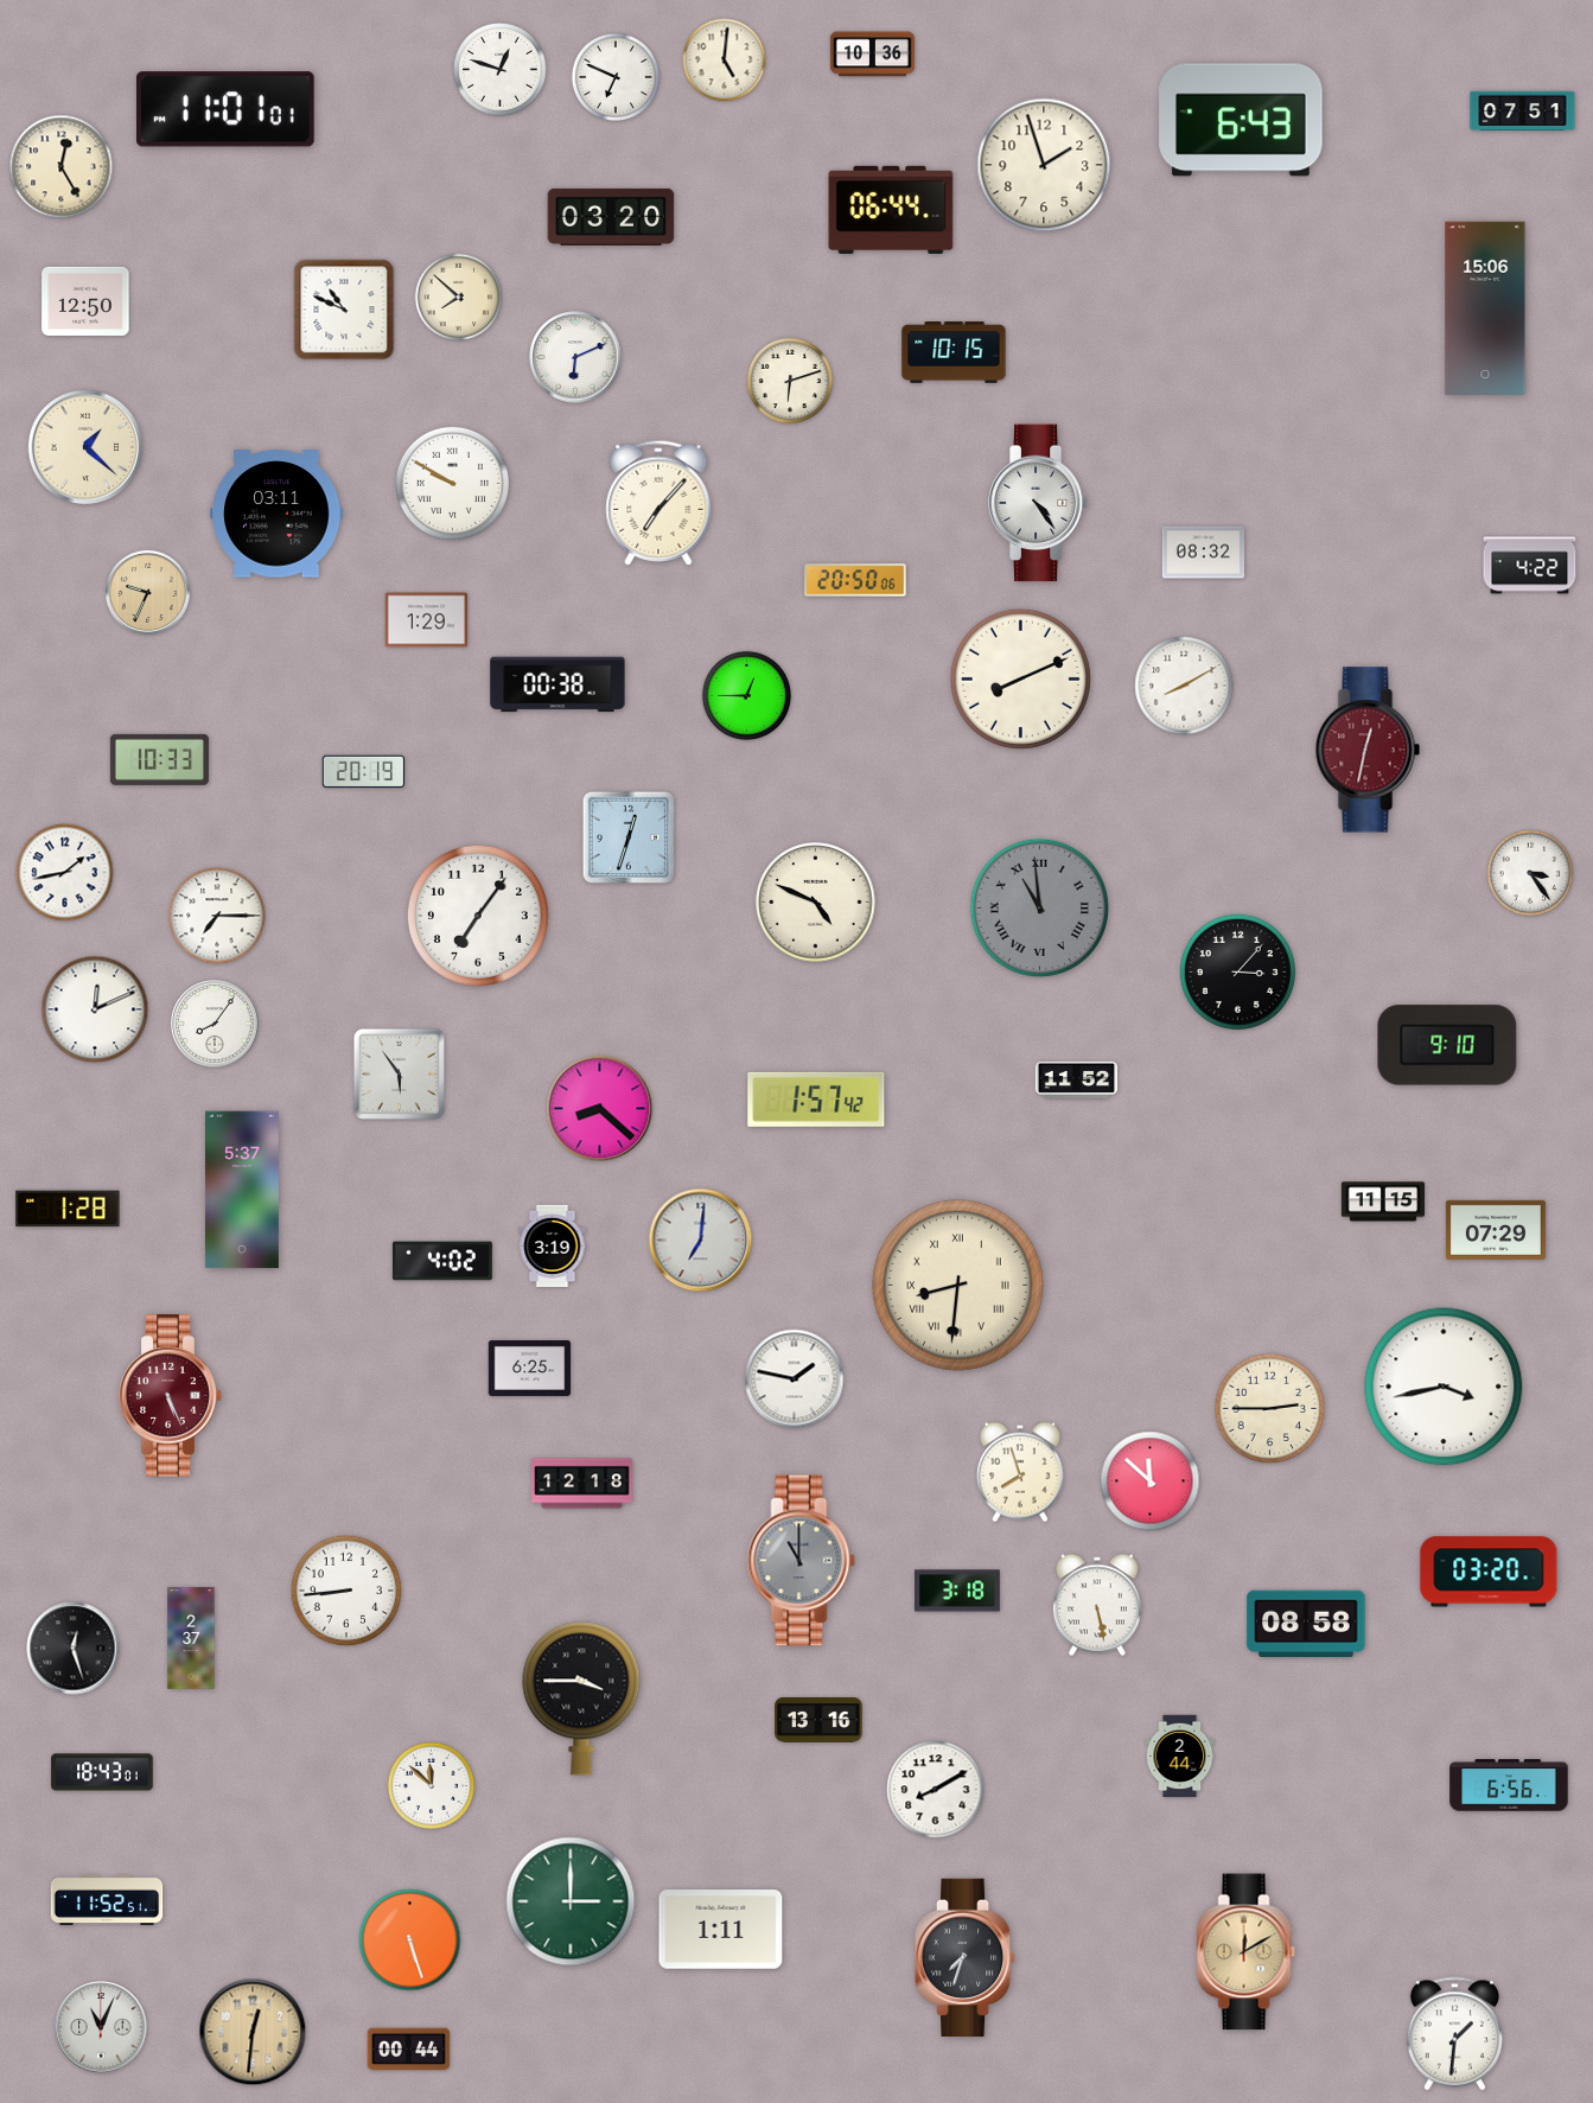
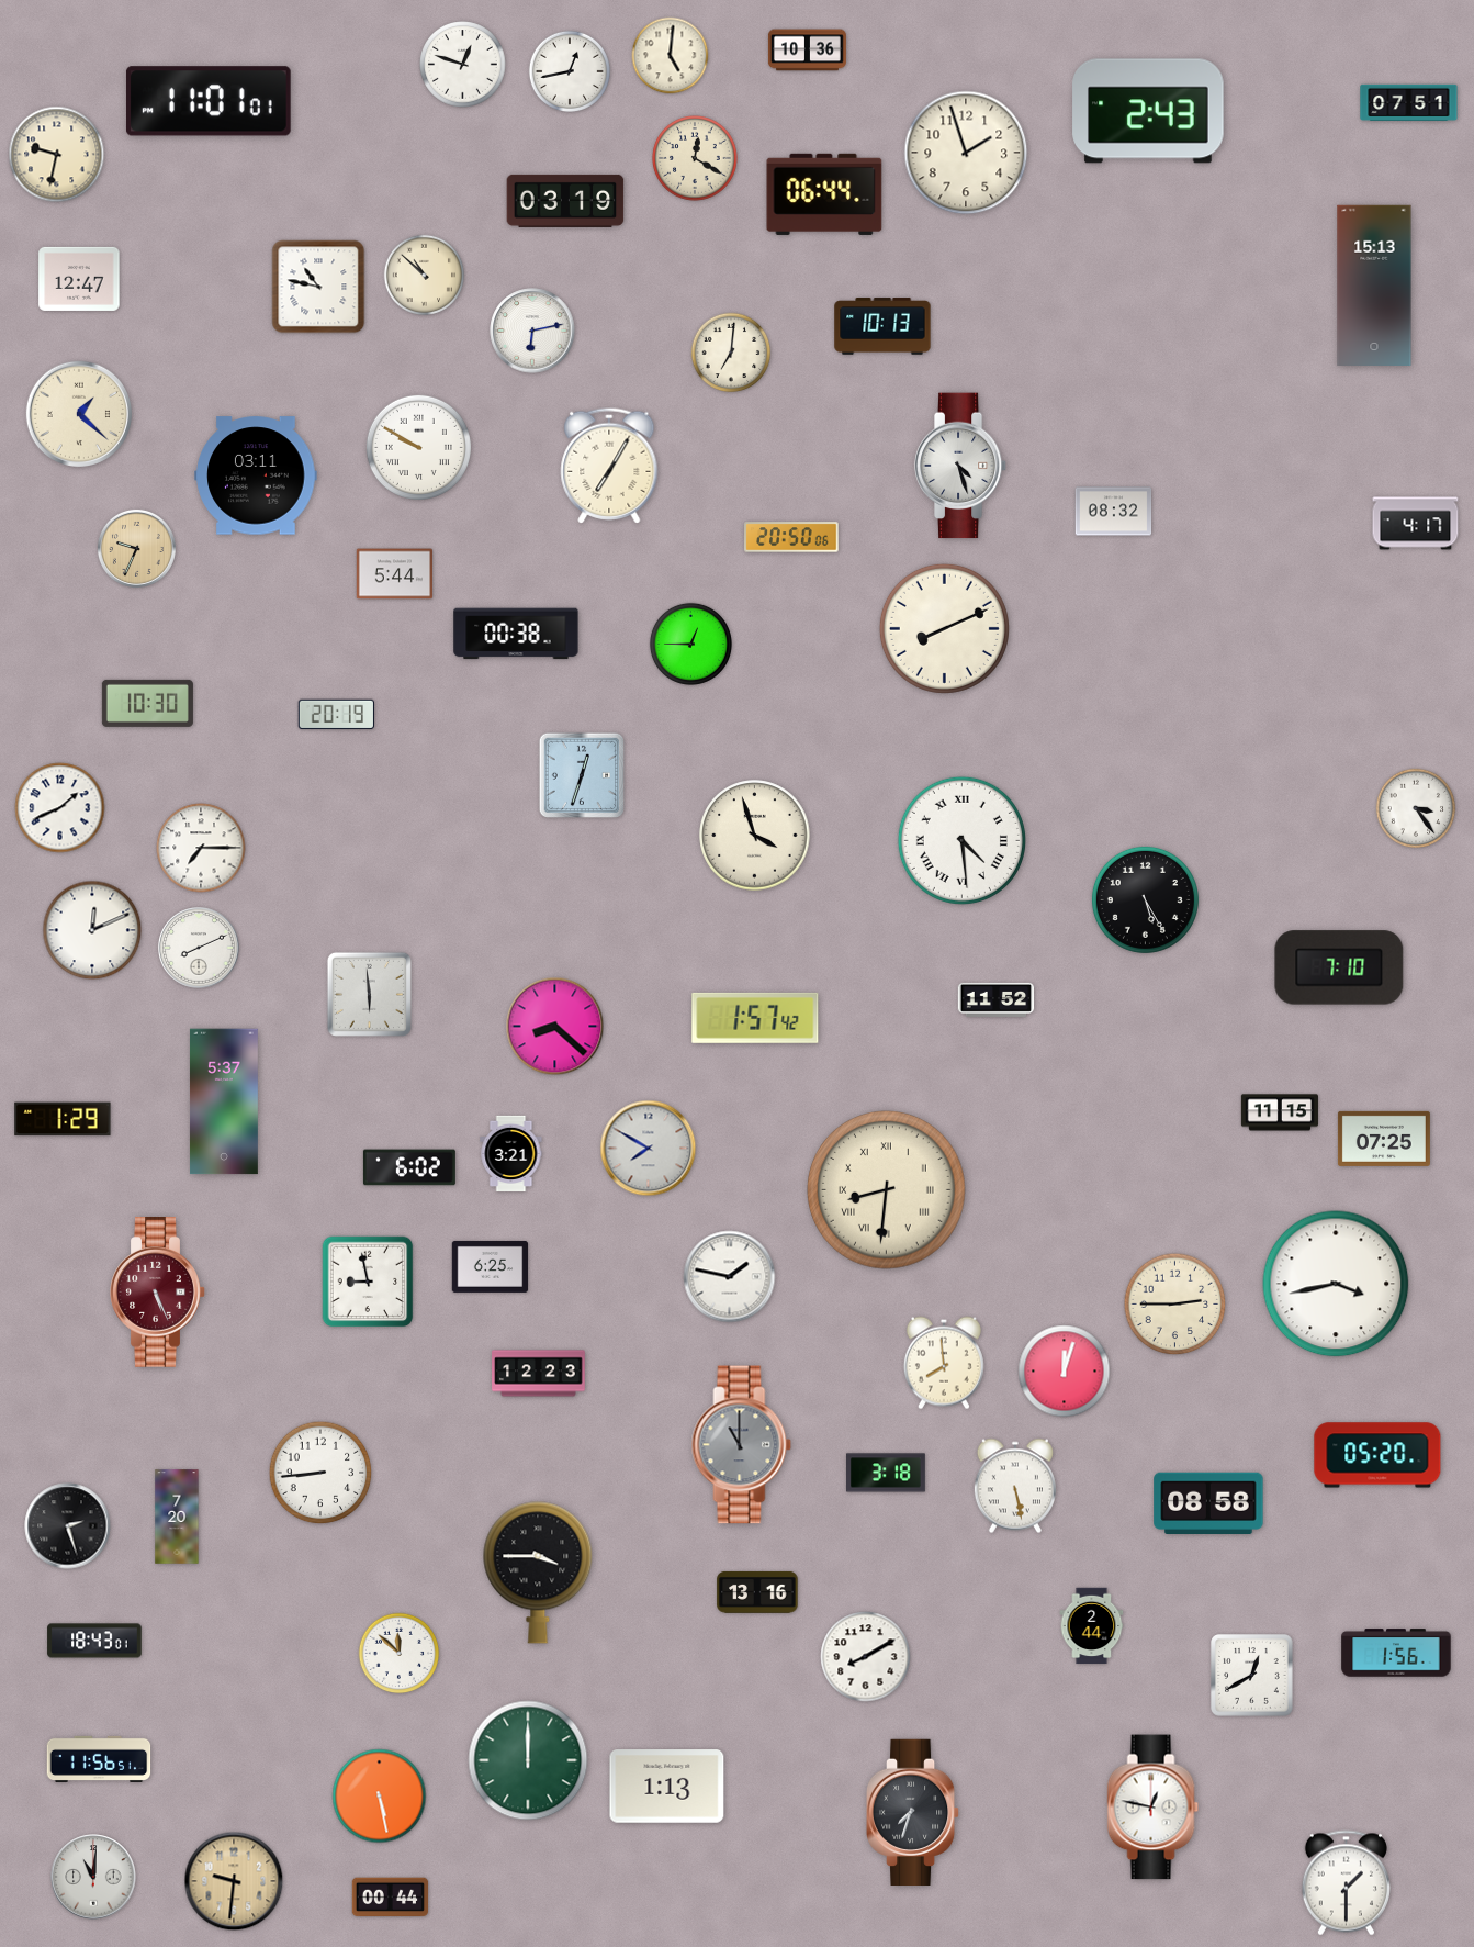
clock at (614, 76): 6:49 -> 12:43
clock at (1241, 120): 6:43 -> 2:43
clock at (62, 167): 12:25 -> 9:32
clock at (696, 159): none -> 12:20
clock at (611, 217): 03:20 -> 03:19
clock at (459, 298): 7:52 -> 10:52
clock at (85, 301): 12:50 -> 12:47
clock at (1485, 307): 15:06 -> 15:13
clock at (344, 310): 10:49 -> 10:47
clock at (954, 352): 10:15 -> 10:13
clock at (575, 357): 6:11 -> 6:13
clock at (790, 381): 6:12 -> 7:01
clock at (658, 503): 7:07 -> 7:05
clock at (1038, 503): 4:24 -> 4:27
clock at (1530, 566): 4:22 -> 4:17
clock at (427, 620): 1:29 -> 5:44
clock at (1184, 686): 8:10 -> none
clock at (1368, 750): 12:32 -> none
clock at (159, 759): 10:33 -> 10:30
clock at (65, 873): 1:43 -> 1:41
clock at (816, 903): 4:49 -> 3:57
clock at (1039, 907): 10:59 -> 4:29
clock at (1039, 907) dial: grey -> white
clock at (478, 916): 7:06 -> none
clock at (1237, 971): 3:07 -> 5:25
clock at (95, 1009) position: (95, 1009) -> (92, 930)
clock at (215, 1024): 8:06 -> 8:11
clock at (1447, 1045): 9:10 -> 7:10
clock at (399, 1073): 5:54 -> 5:59
clock at (68, 1209): 1:28 -> 1:29
clock at (1496, 1230): 07:29 -> 07:25
clock at (701, 1241): 7:01 -> 7:50
clock at (553, 1247): 3:19 -> 3:21
clock at (442, 1261): 4:02 -> 6:02
clock at (795, 1379) position: (795, 1379) -> (730, 1277)
clock at (368, 1282): none -> 8:58
clock at (1020, 1472): 7:57 -> 7:59
clock at (1151, 1481): 11:52 -> 12:03
clock at (582, 1484): 12:18 -> 12:23
clock at (1489, 1572): 03:20 -> 05:20
clock at (191, 1638): 2:37 -> 7:20
clock at (74, 1649): 12:27 -> 2:27
clock at (1509, 1785): 6:56 -> 1:56
clock at (1252, 1676): none -> 12:40
clock at (107, 1900): 11:52 -> 11:56
clock at (571, 1901): 3:00 -> 12:00
clock at (721, 1930): 1:11 -> 1:13
clock at (410, 1941): 5:27 -> 5:28
clock at (1247, 1952): 12:10 -> 12:47
clock at (1247, 1952) dial: champagne -> white
clock at (966, 1957) position: (966, 1957) -> (913, 1812)
clock at (101, 2027): 11:04 -> 11:01
clock at (253, 2032): 12:31 -> 9:31
clock at (1454, 2034): 1:31 -> 1:30
clock at (409, 2050) position: (409, 2050) -> (391, 1898)
